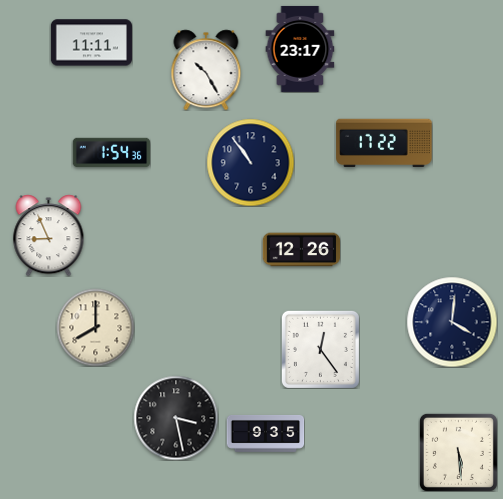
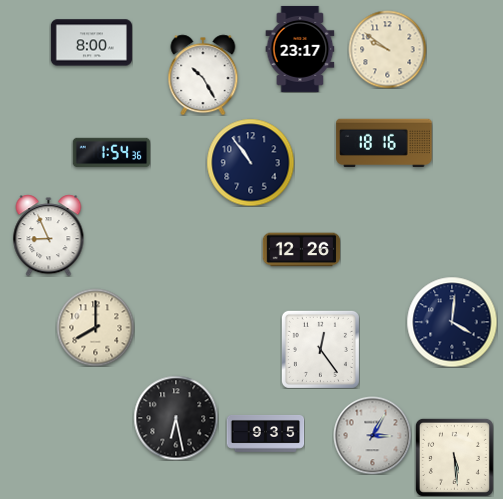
clock at (91, 43): 11:11 -> 8:00
clock at (387, 49): none -> 9:51
clock at (206, 70) position: (206, 70) -> (203, 75)
clock at (384, 143): 17:22 -> 18:16
clock at (176, 418): 3:28 -> 6:28
clock at (372, 435): none -> 3:05
clock at (458, 452) position: (458, 452) -> (454, 457)
